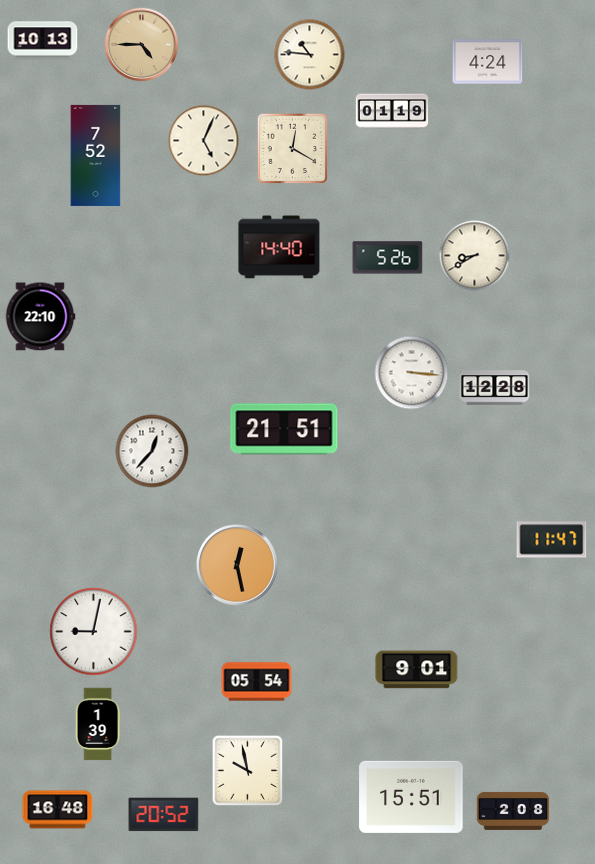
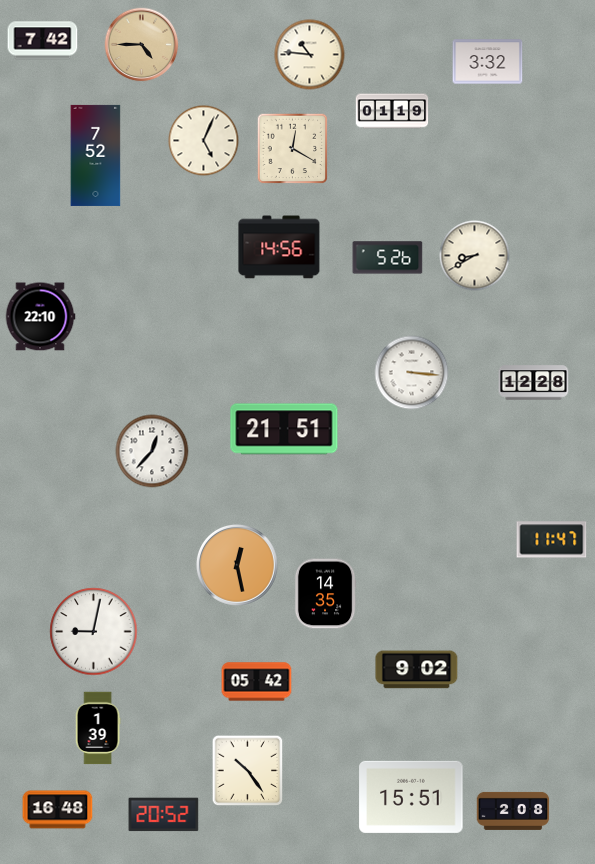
clock at (43, 41): 10:13 -> 7:42
clock at (488, 62): 4:24 -> 3:32
clock at (279, 247): 14:40 -> 14:56
clock at (495, 388) position: (495, 388) -> (534, 383)
clock at (325, 594): none -> 14:35
clock at (417, 670): 9:01 -> 9:02
clock at (257, 682): 05:54 -> 05:42
clock at (98, 724) position: (98, 724) -> (98, 728)
clock at (248, 771): 9:58 -> 10:24
